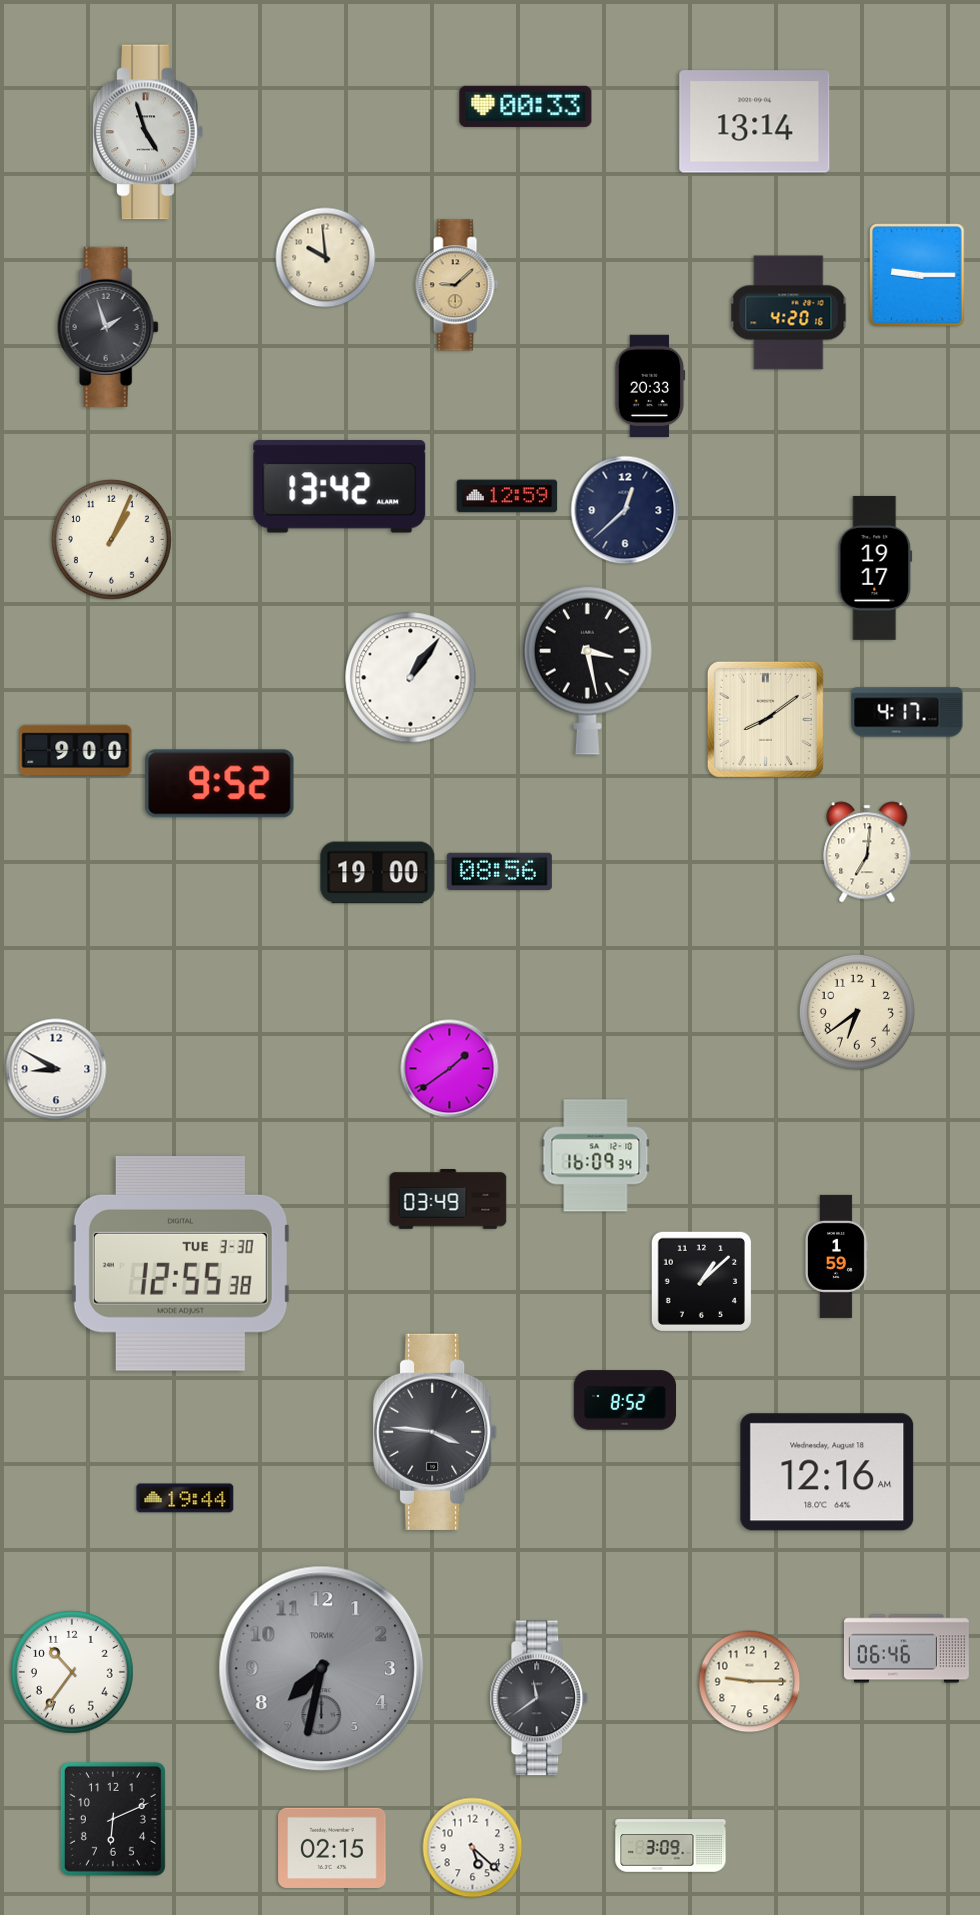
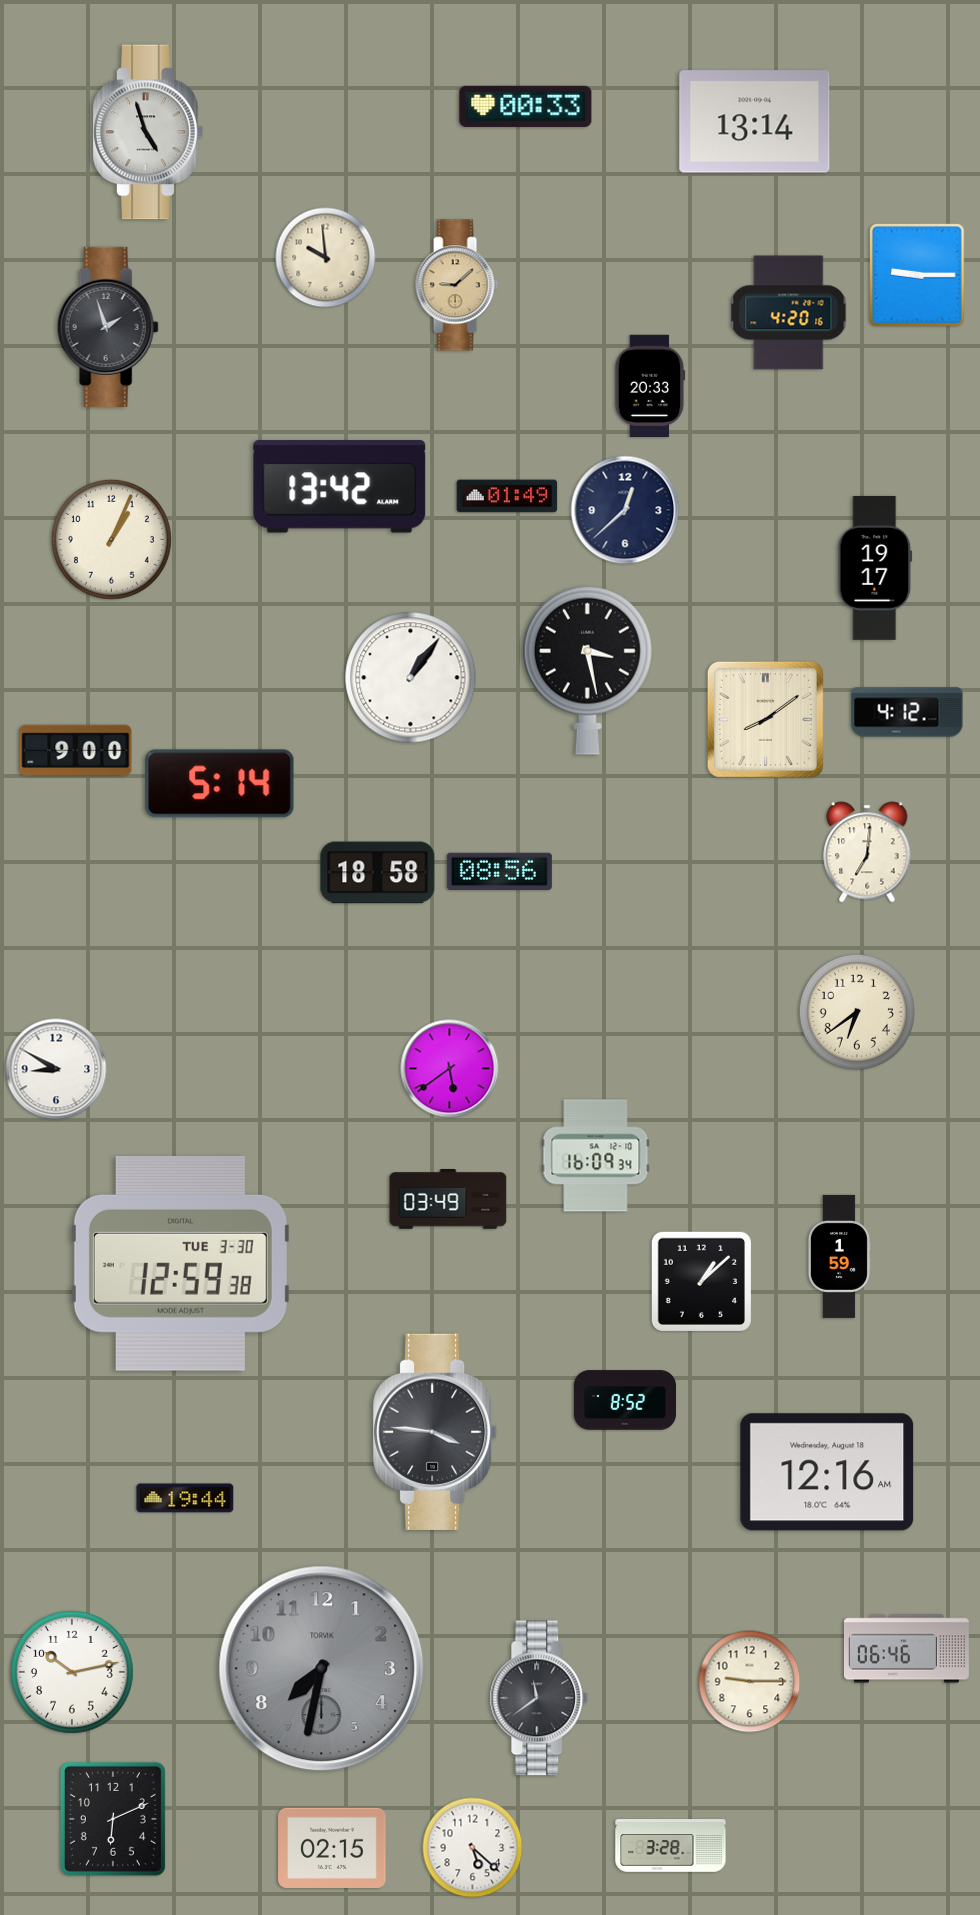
clock at (507, 496): 12:59 -> 01:49
clock at (907, 712): 4:17 -> 4:12
clock at (220, 784): 9:52 -> 5:14
clock at (378, 873): 19:00 -> 18:58
clock at (450, 1069): 1:39 -> 5:39
clock at (836, 1256) position: (836, 1256) -> (839, 1256)
clock at (180, 1263): 12:55 -> 12:59
clock at (73, 1673): 10:36 -> 10:13
clock at (671, 1846): 3:09 -> 3:28
